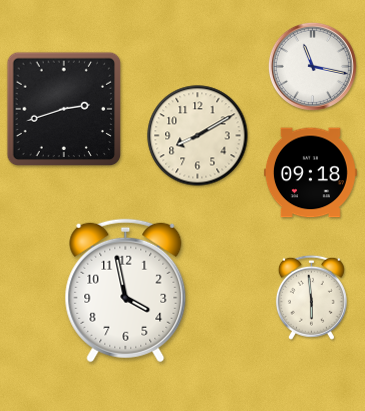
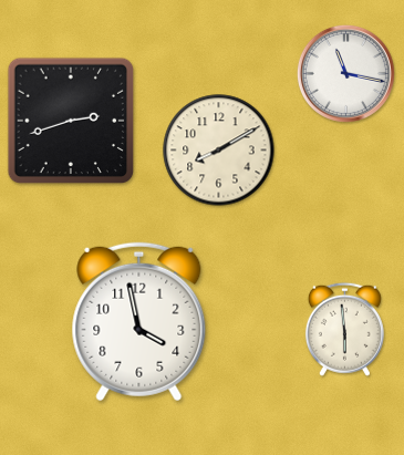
clock at (310, 173): 09:18 -> none
